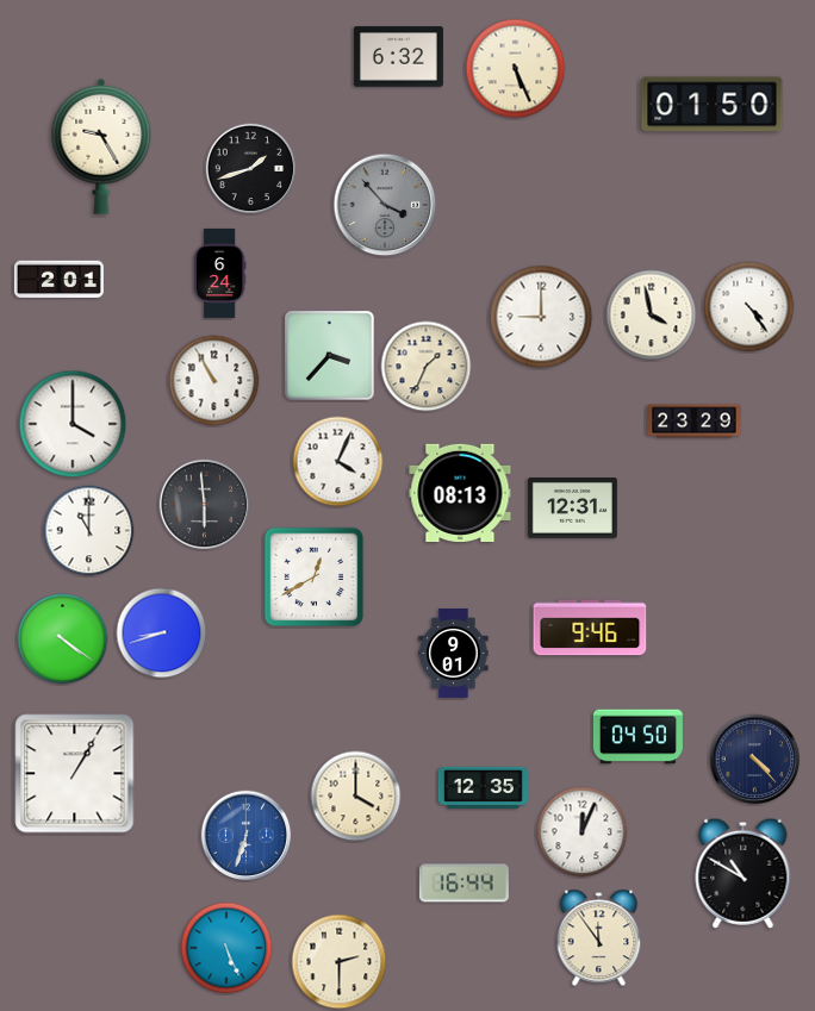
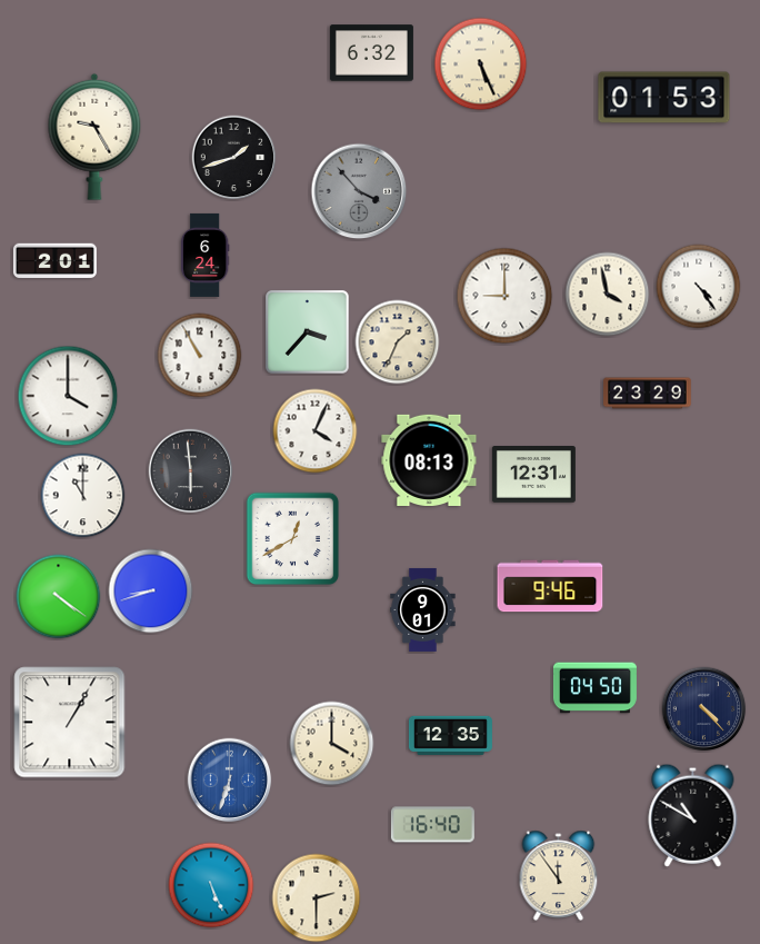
clock at (713, 105): 01:50 -> 01:53
clock at (583, 832): 12:04 -> none
clock at (464, 884): 16:44 -> 16:40
